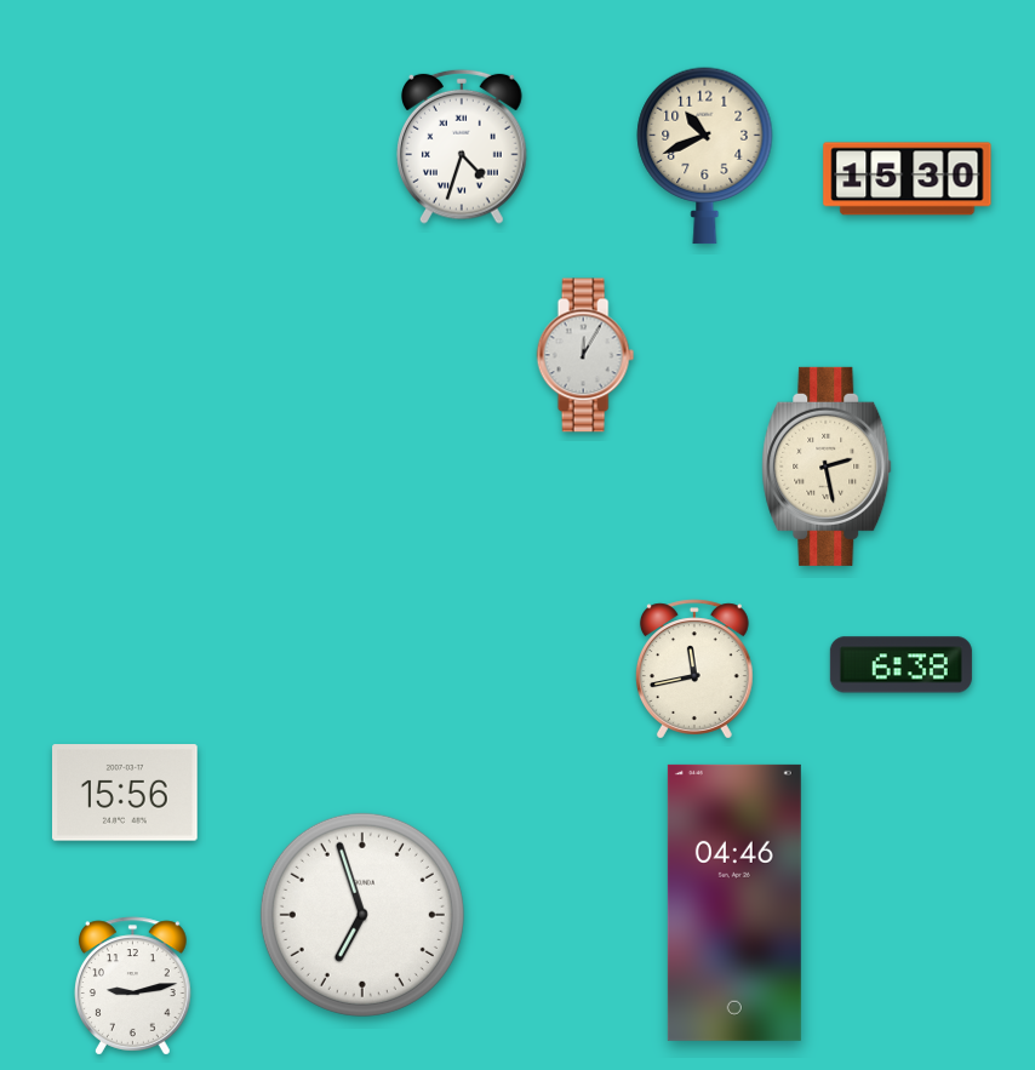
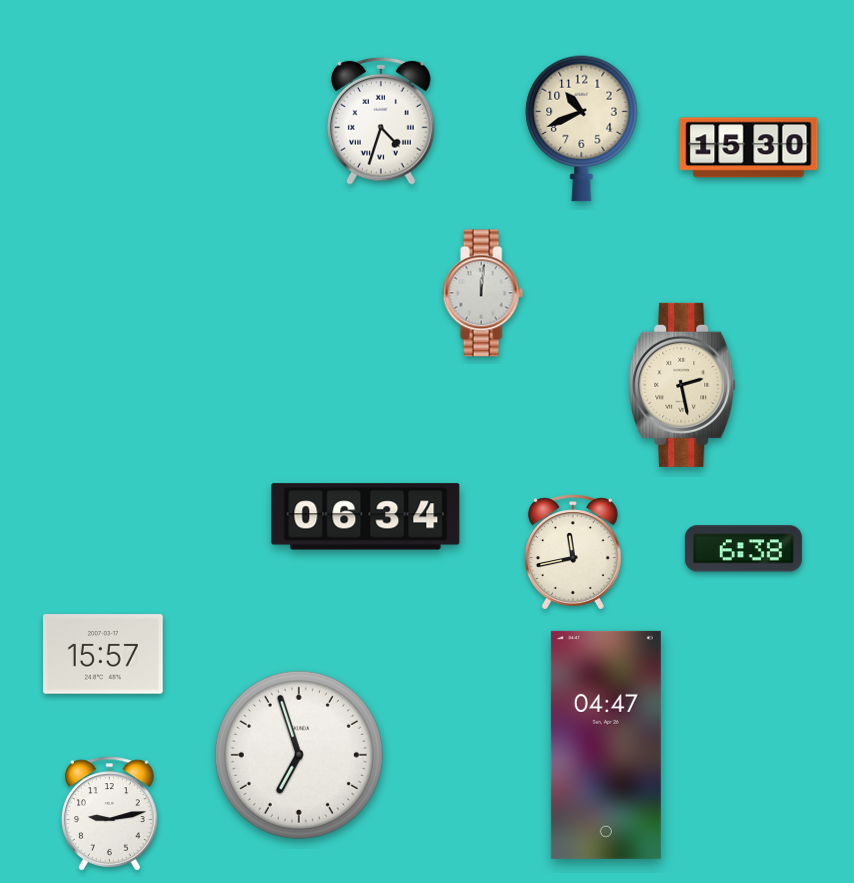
clock at (585, 355): 12:05 -> 12:01
clock at (366, 517): none -> 06:34
clock at (126, 793): 15:56 -> 15:57
clock at (734, 903): 04:46 -> 04:47
